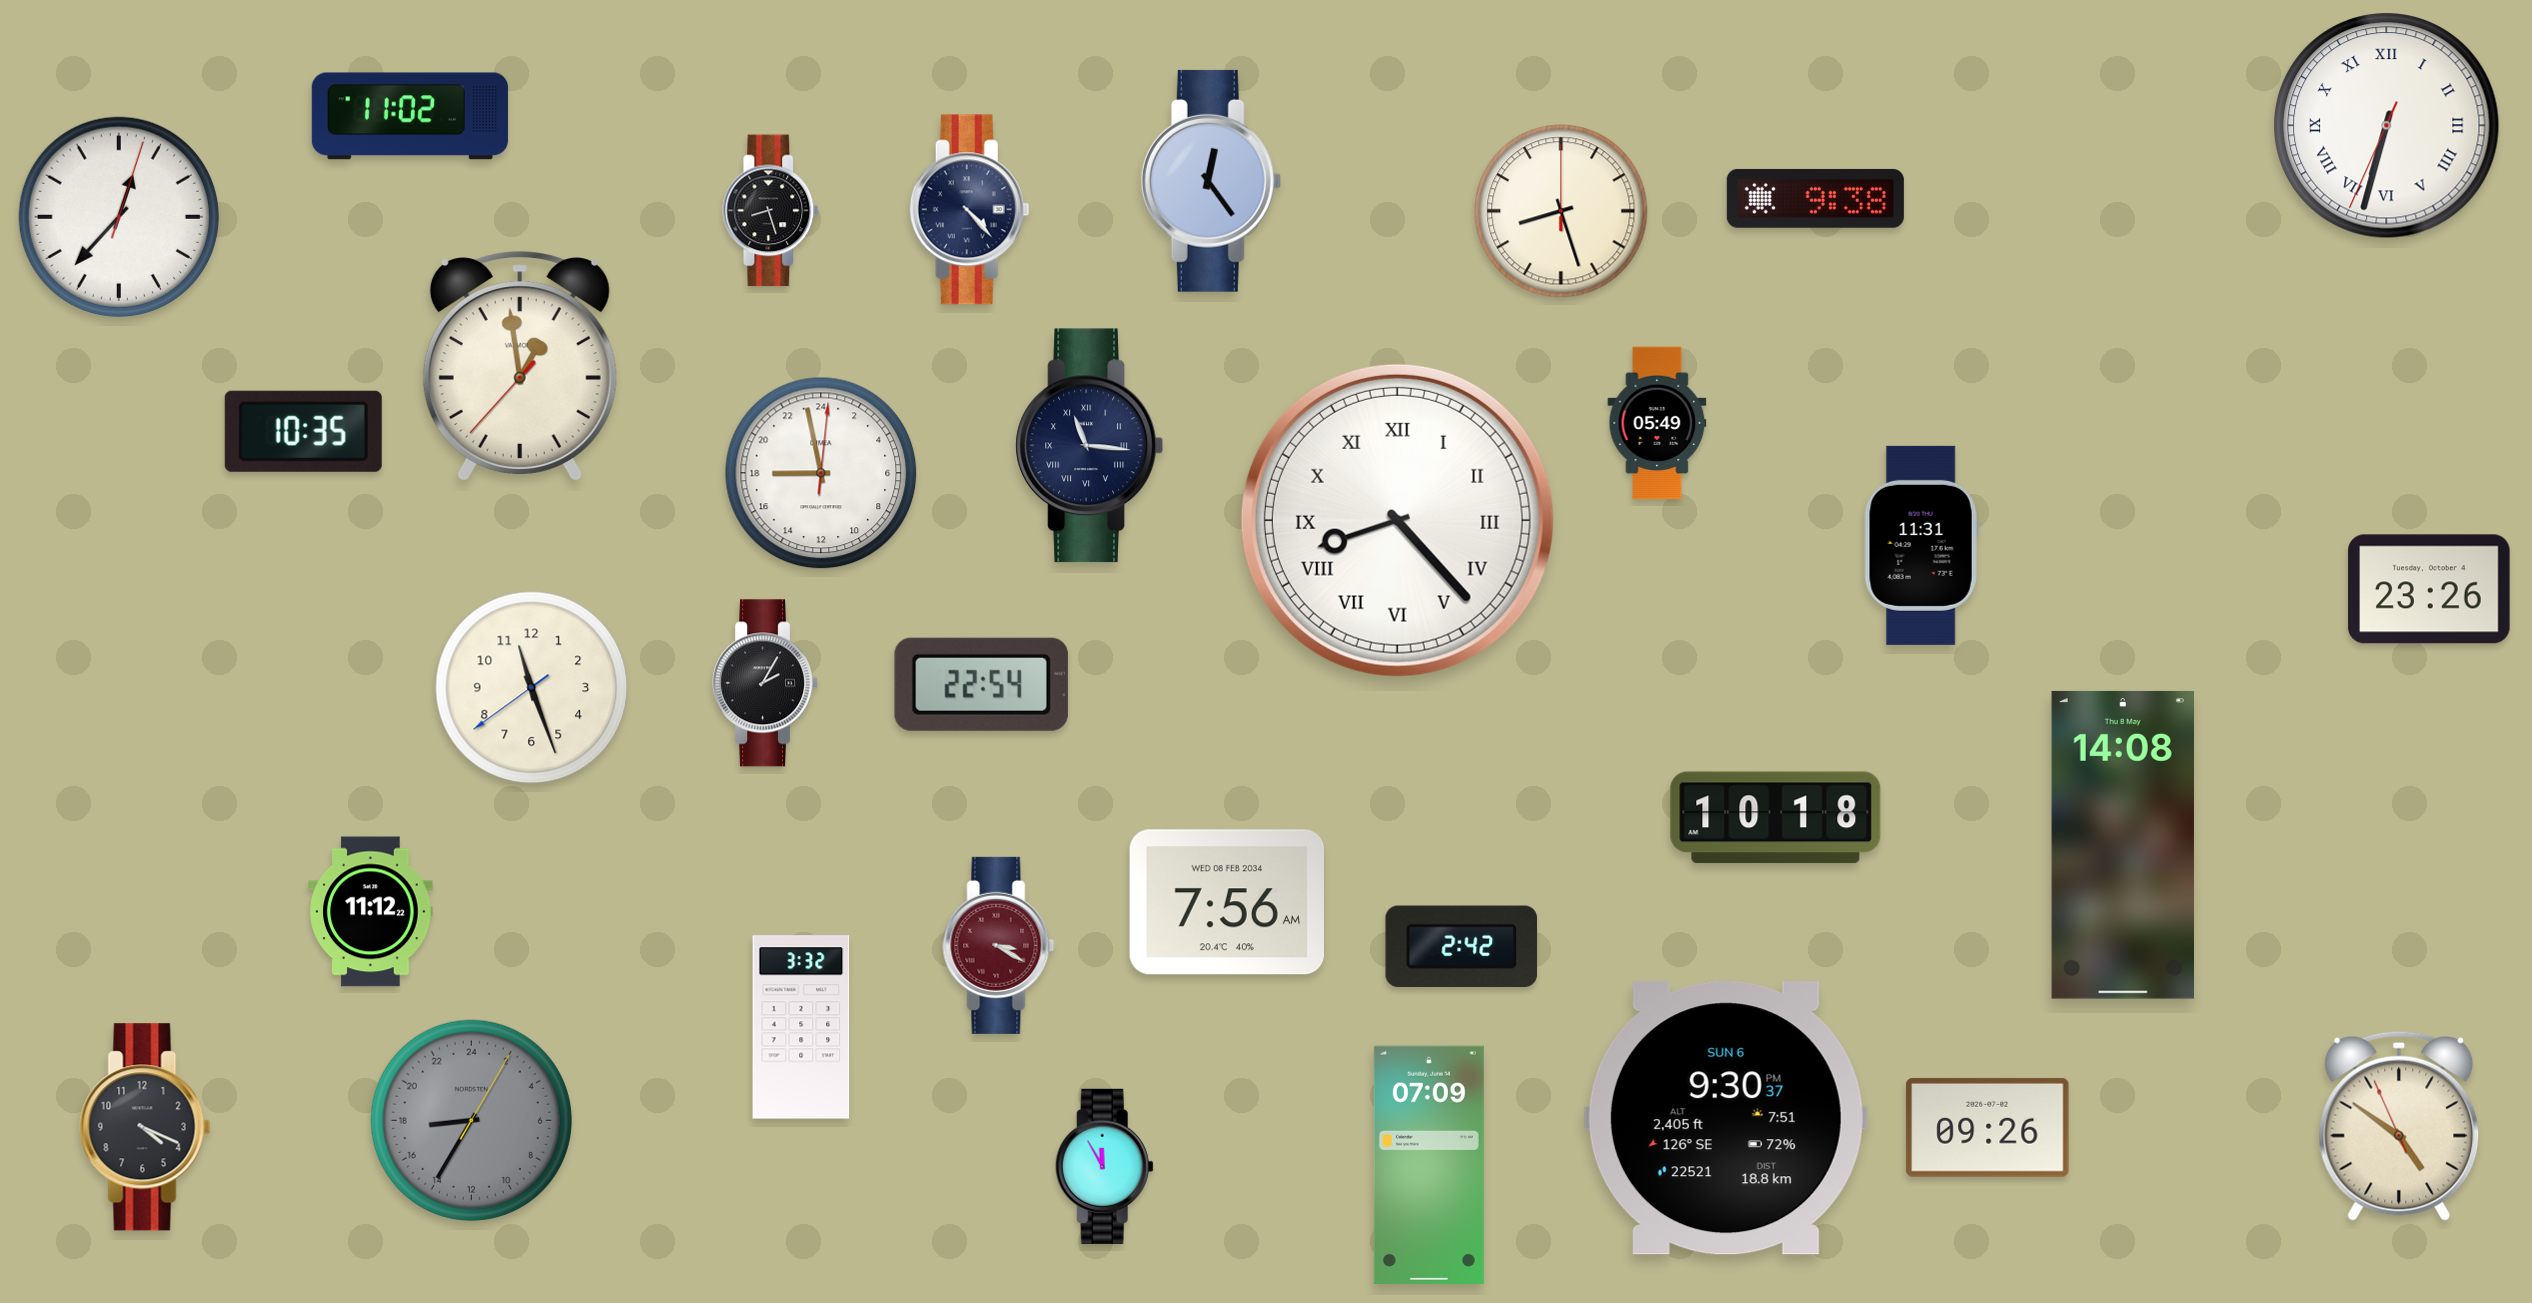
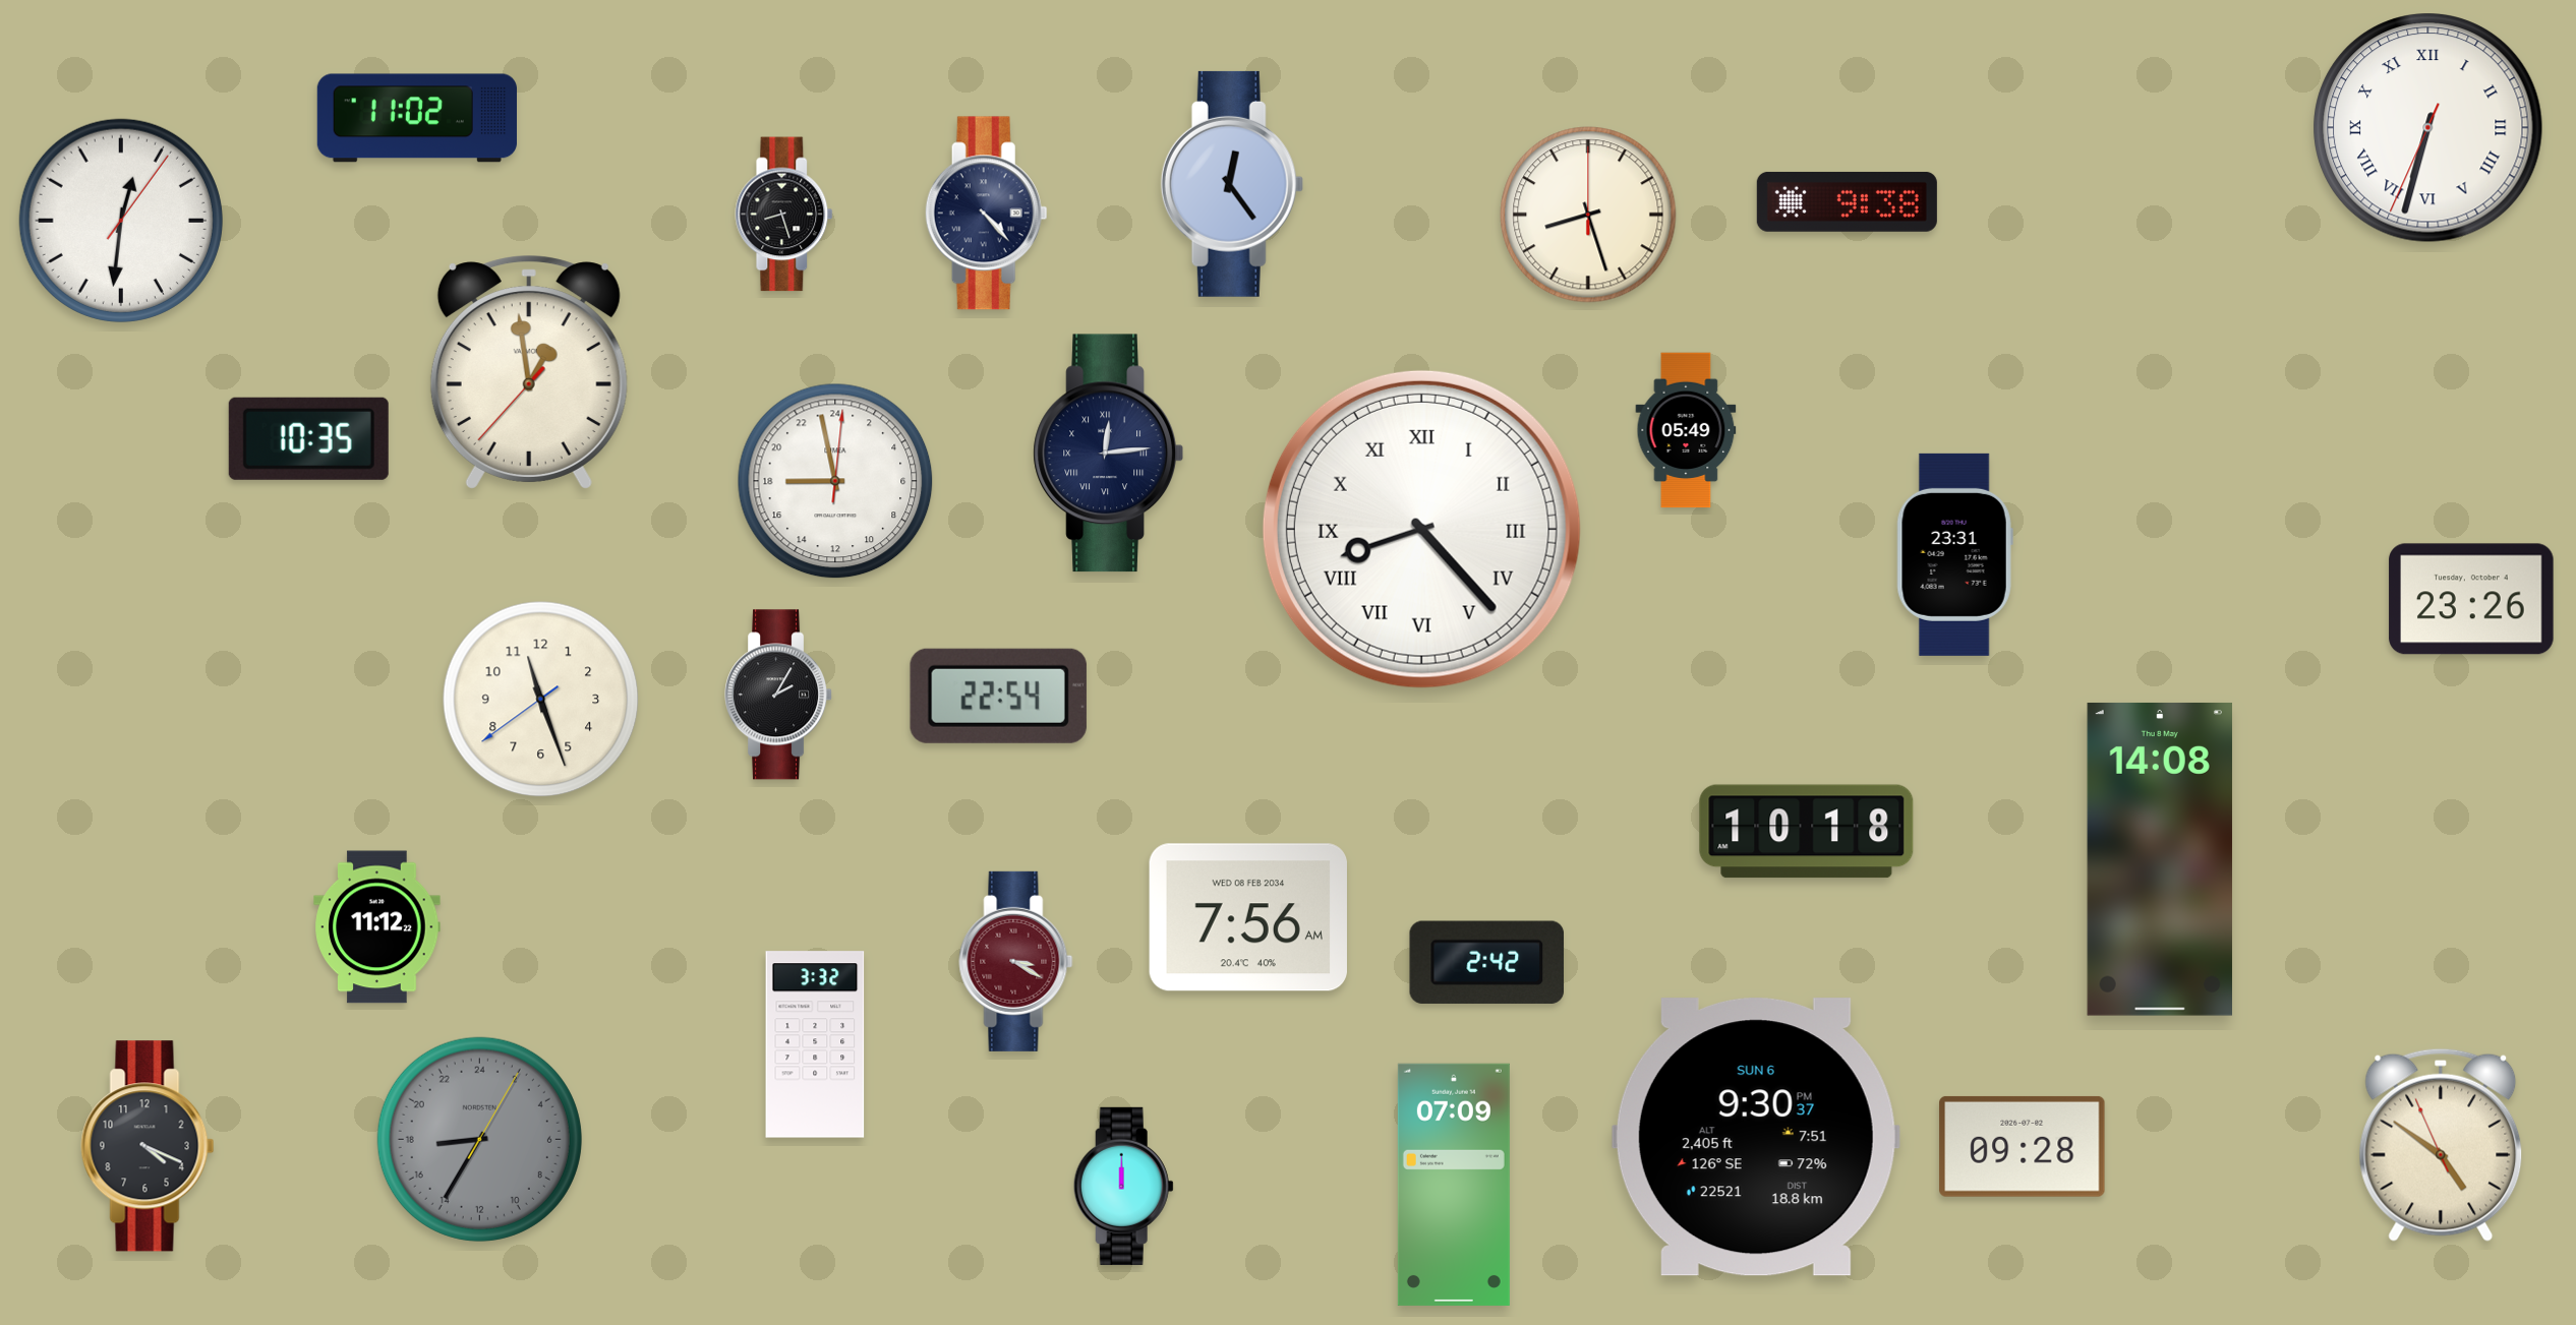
clock at (119, 217): 12:37 -> 12:31
clock at (1089, 446): 11:16 -> 12:14
clock at (1921, 545): 11:31 -> 23:31
clock at (1988, 1127): 09:26 -> 09:28
clock at (1104, 1166): 11:55 -> 12:00
